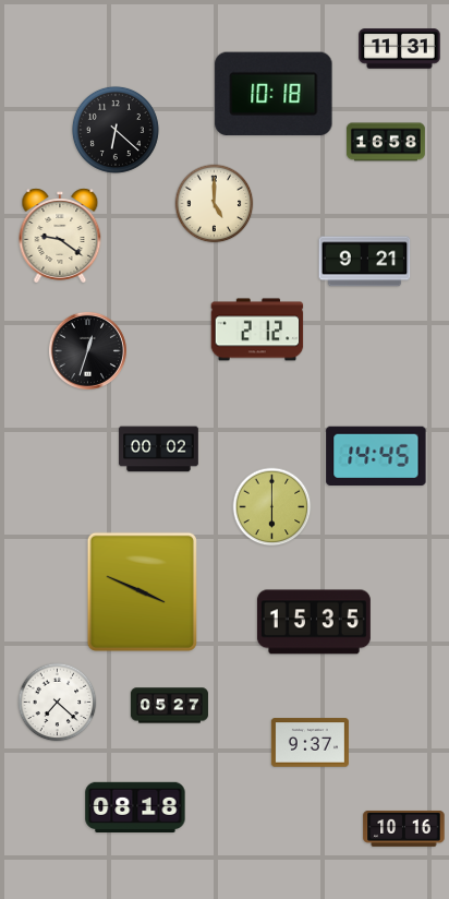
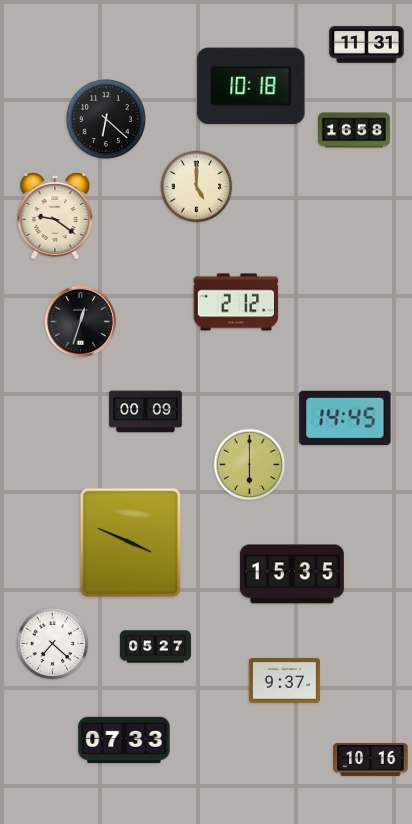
clock at (365, 262): 9:21 -> none
clock at (159, 449): 00:02 -> 00:09
clock at (314, 622) position: (314, 622) -> (292, 574)
clock at (135, 807): 08:18 -> 07:33
